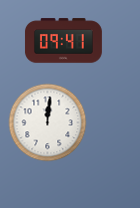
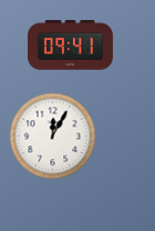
clock at (47, 122): 12:01 -> 12:05
